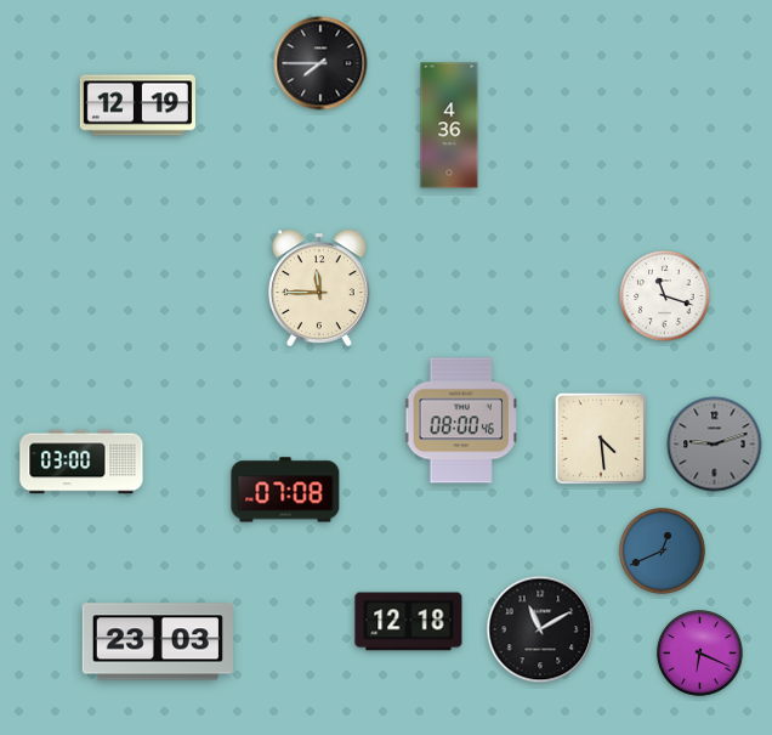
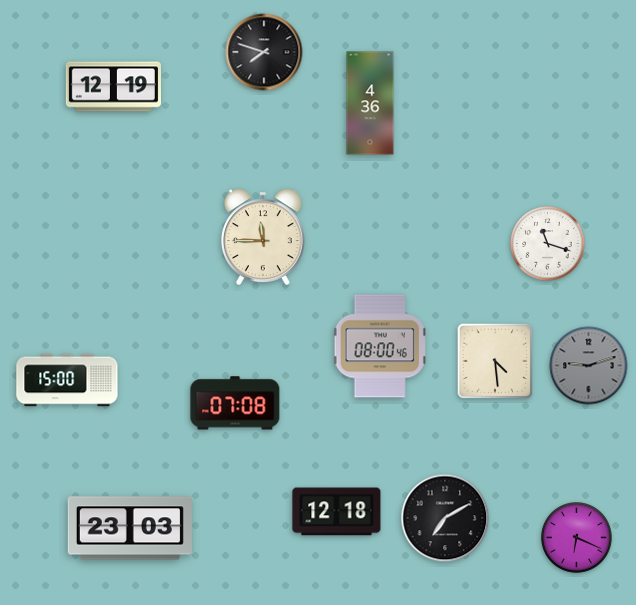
clock at (320, 63): 7:45 -> 7:48
clock at (81, 462): 03:00 -> 15:00
clock at (663, 552): 12:41 -> none
clock at (540, 629): 11:10 -> 7:10
